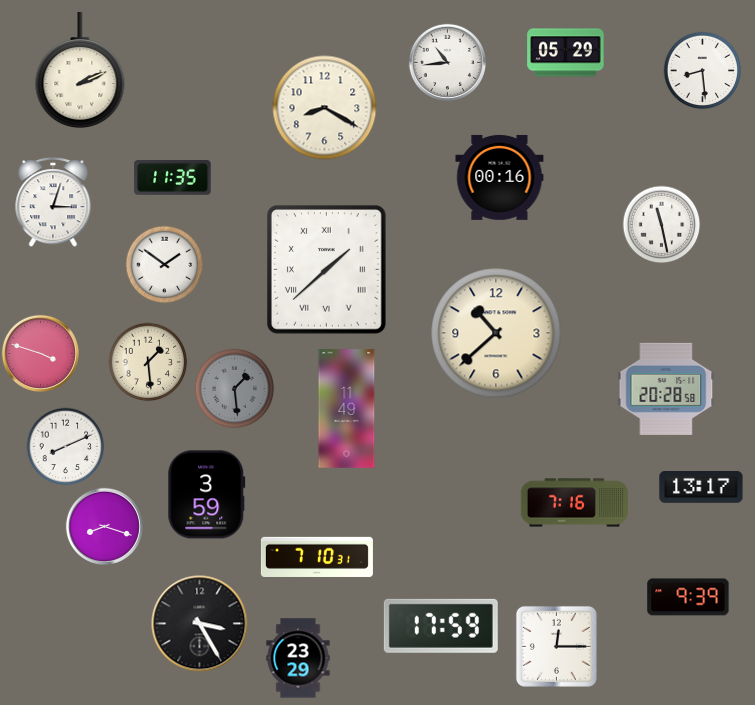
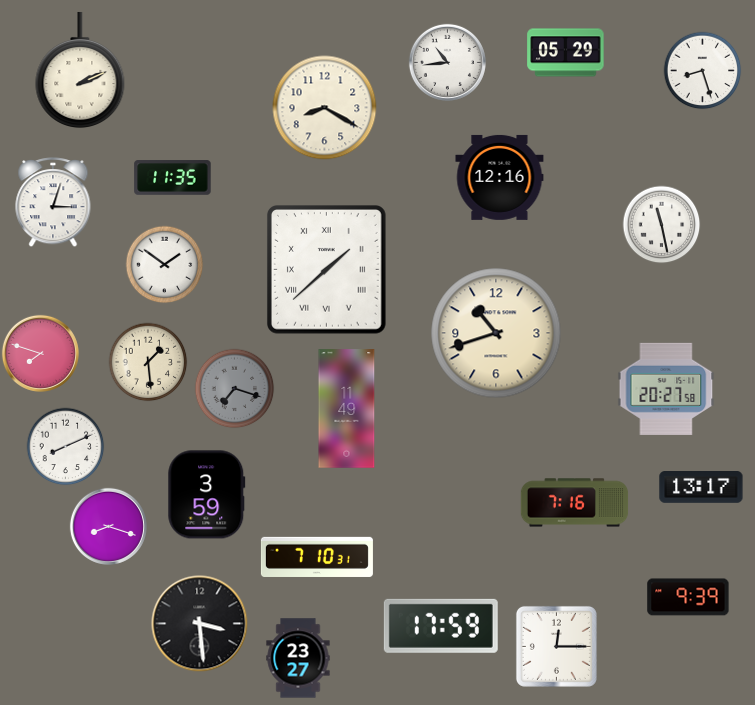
clock at (702, 70): 8:29 -> 8:27
clock at (500, 177): 00:16 -> 12:16
clock at (496, 333): 10:38 -> 10:42
clock at (40, 353): 3:48 -> 7:48
clock at (234, 388): 1:29 -> 7:18
clock at (666, 389): 20:28 -> 20:27
clock at (104, 526) position: (104, 526) -> (108, 526)
clock at (200, 624): 3:25 -> 3:29
clock at (298, 658): 23:29 -> 23:27
